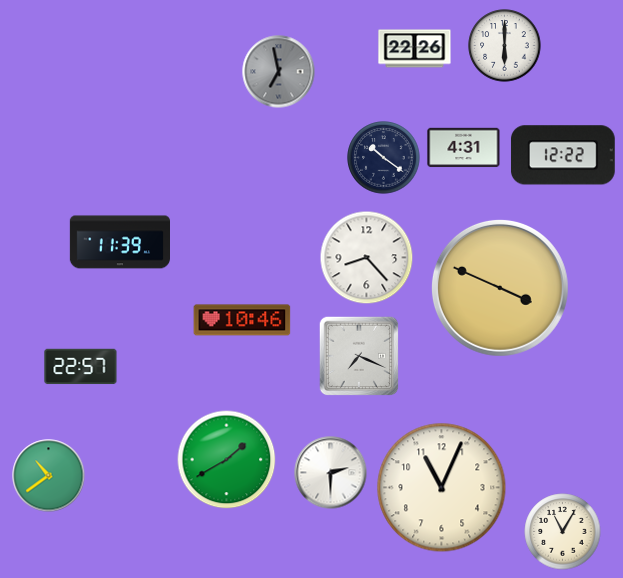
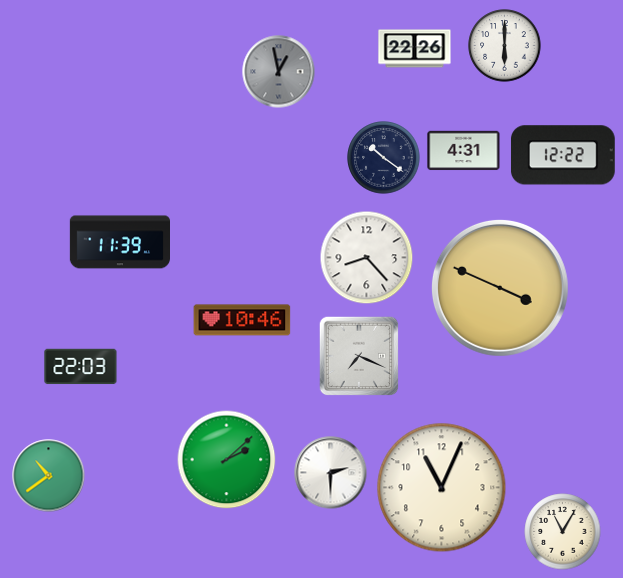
clock at (279, 72): 6:58 -> 12:58
clock at (464, 148) position: (464, 148) -> (464, 151)
clock at (81, 367): 22:57 -> 22:03
clock at (227, 460): 1:40 -> 2:08
